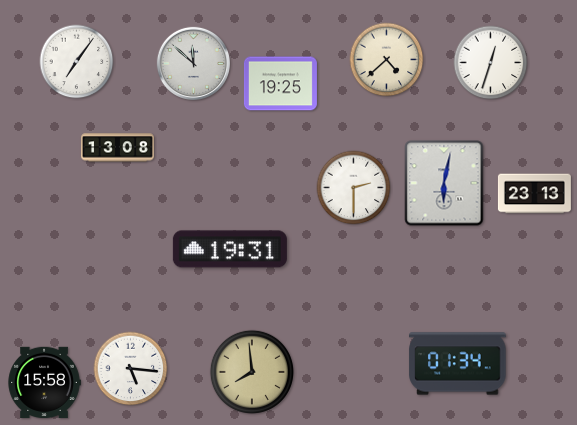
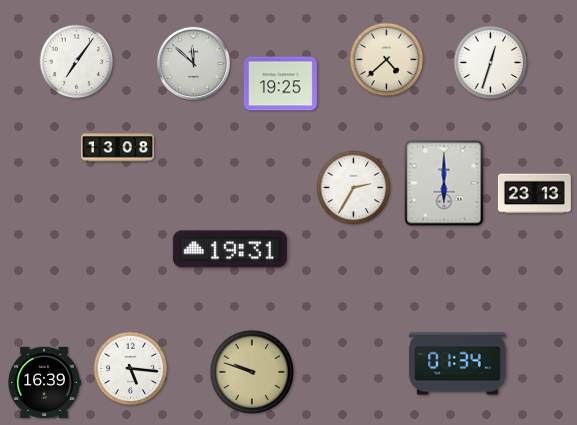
clock at (444, 183): 6:02 -> 6:00
clock at (354, 188): 2:30 -> 2:35
clock at (251, 371): 7:59 -> 9:48
clock at (44, 383): 15:58 -> 16:39
